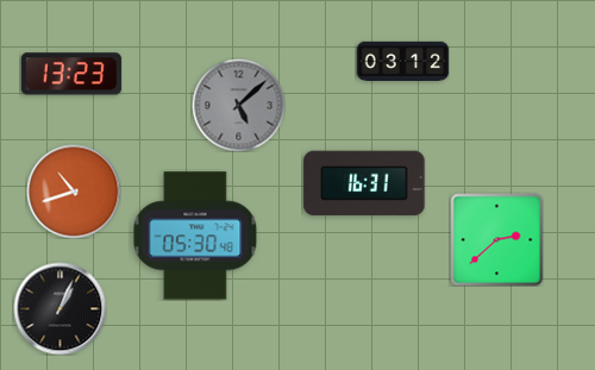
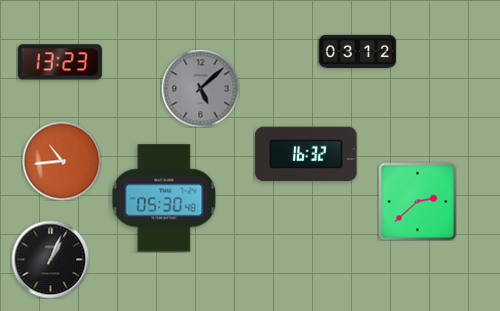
clock at (402, 61) position: (402, 61) -> (357, 51)
clock at (364, 183): 16:31 -> 16:32
clock at (74, 192): 10:42 -> 10:44
